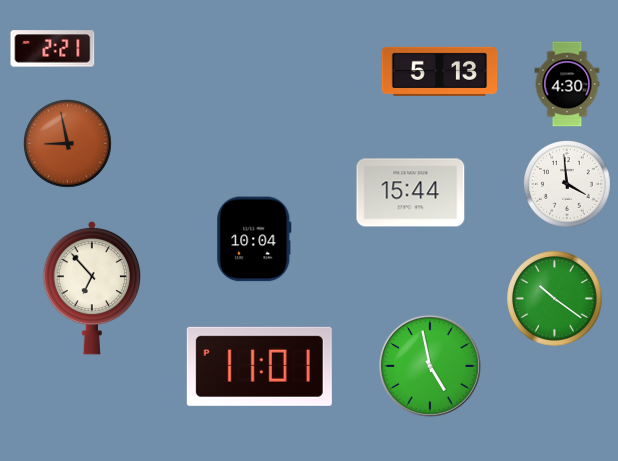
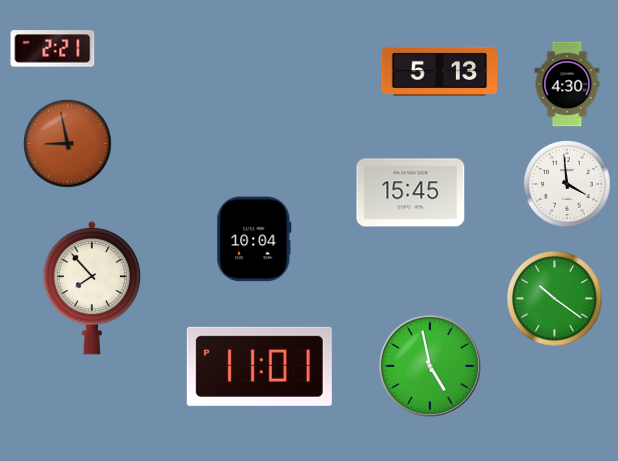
clock at (411, 193): 15:44 -> 15:45
clock at (92, 288): 6:53 -> 7:53
